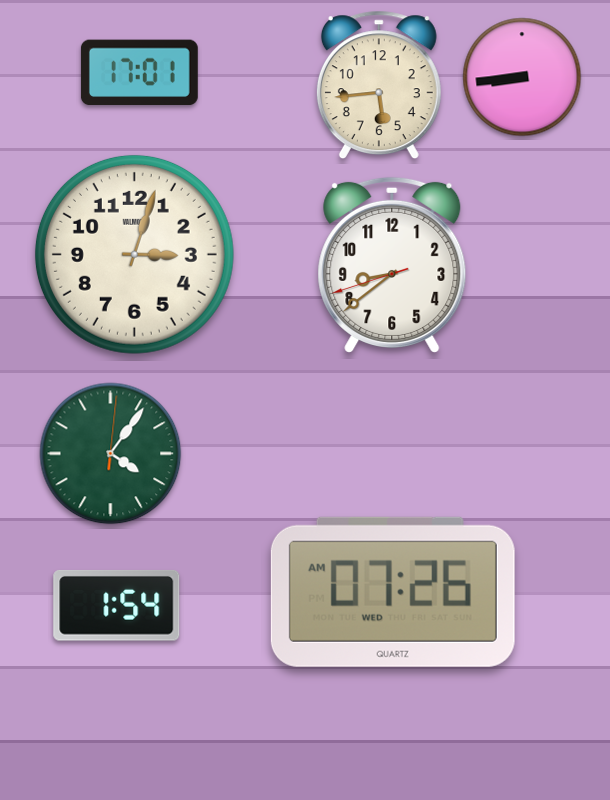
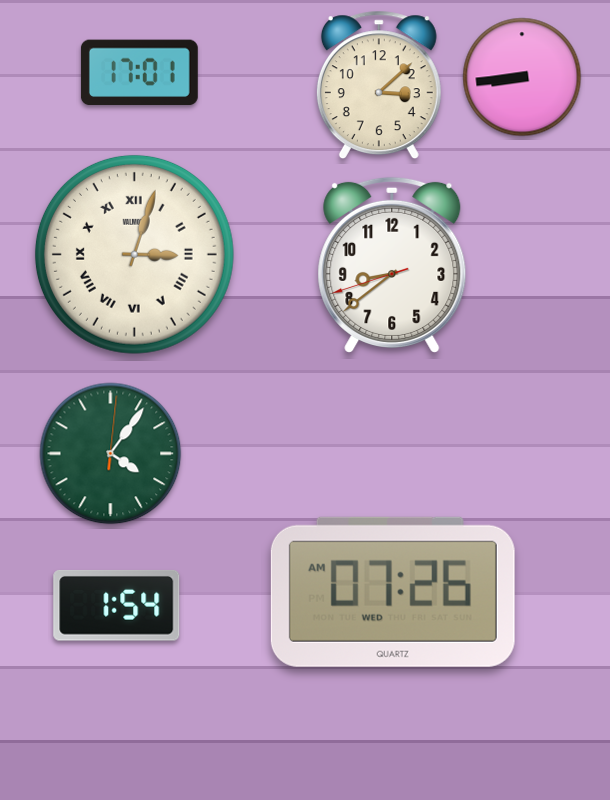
clock at (379, 85): 5:44 -> 3:08
clock at (134, 254) numerals: Arabic -> Roman
